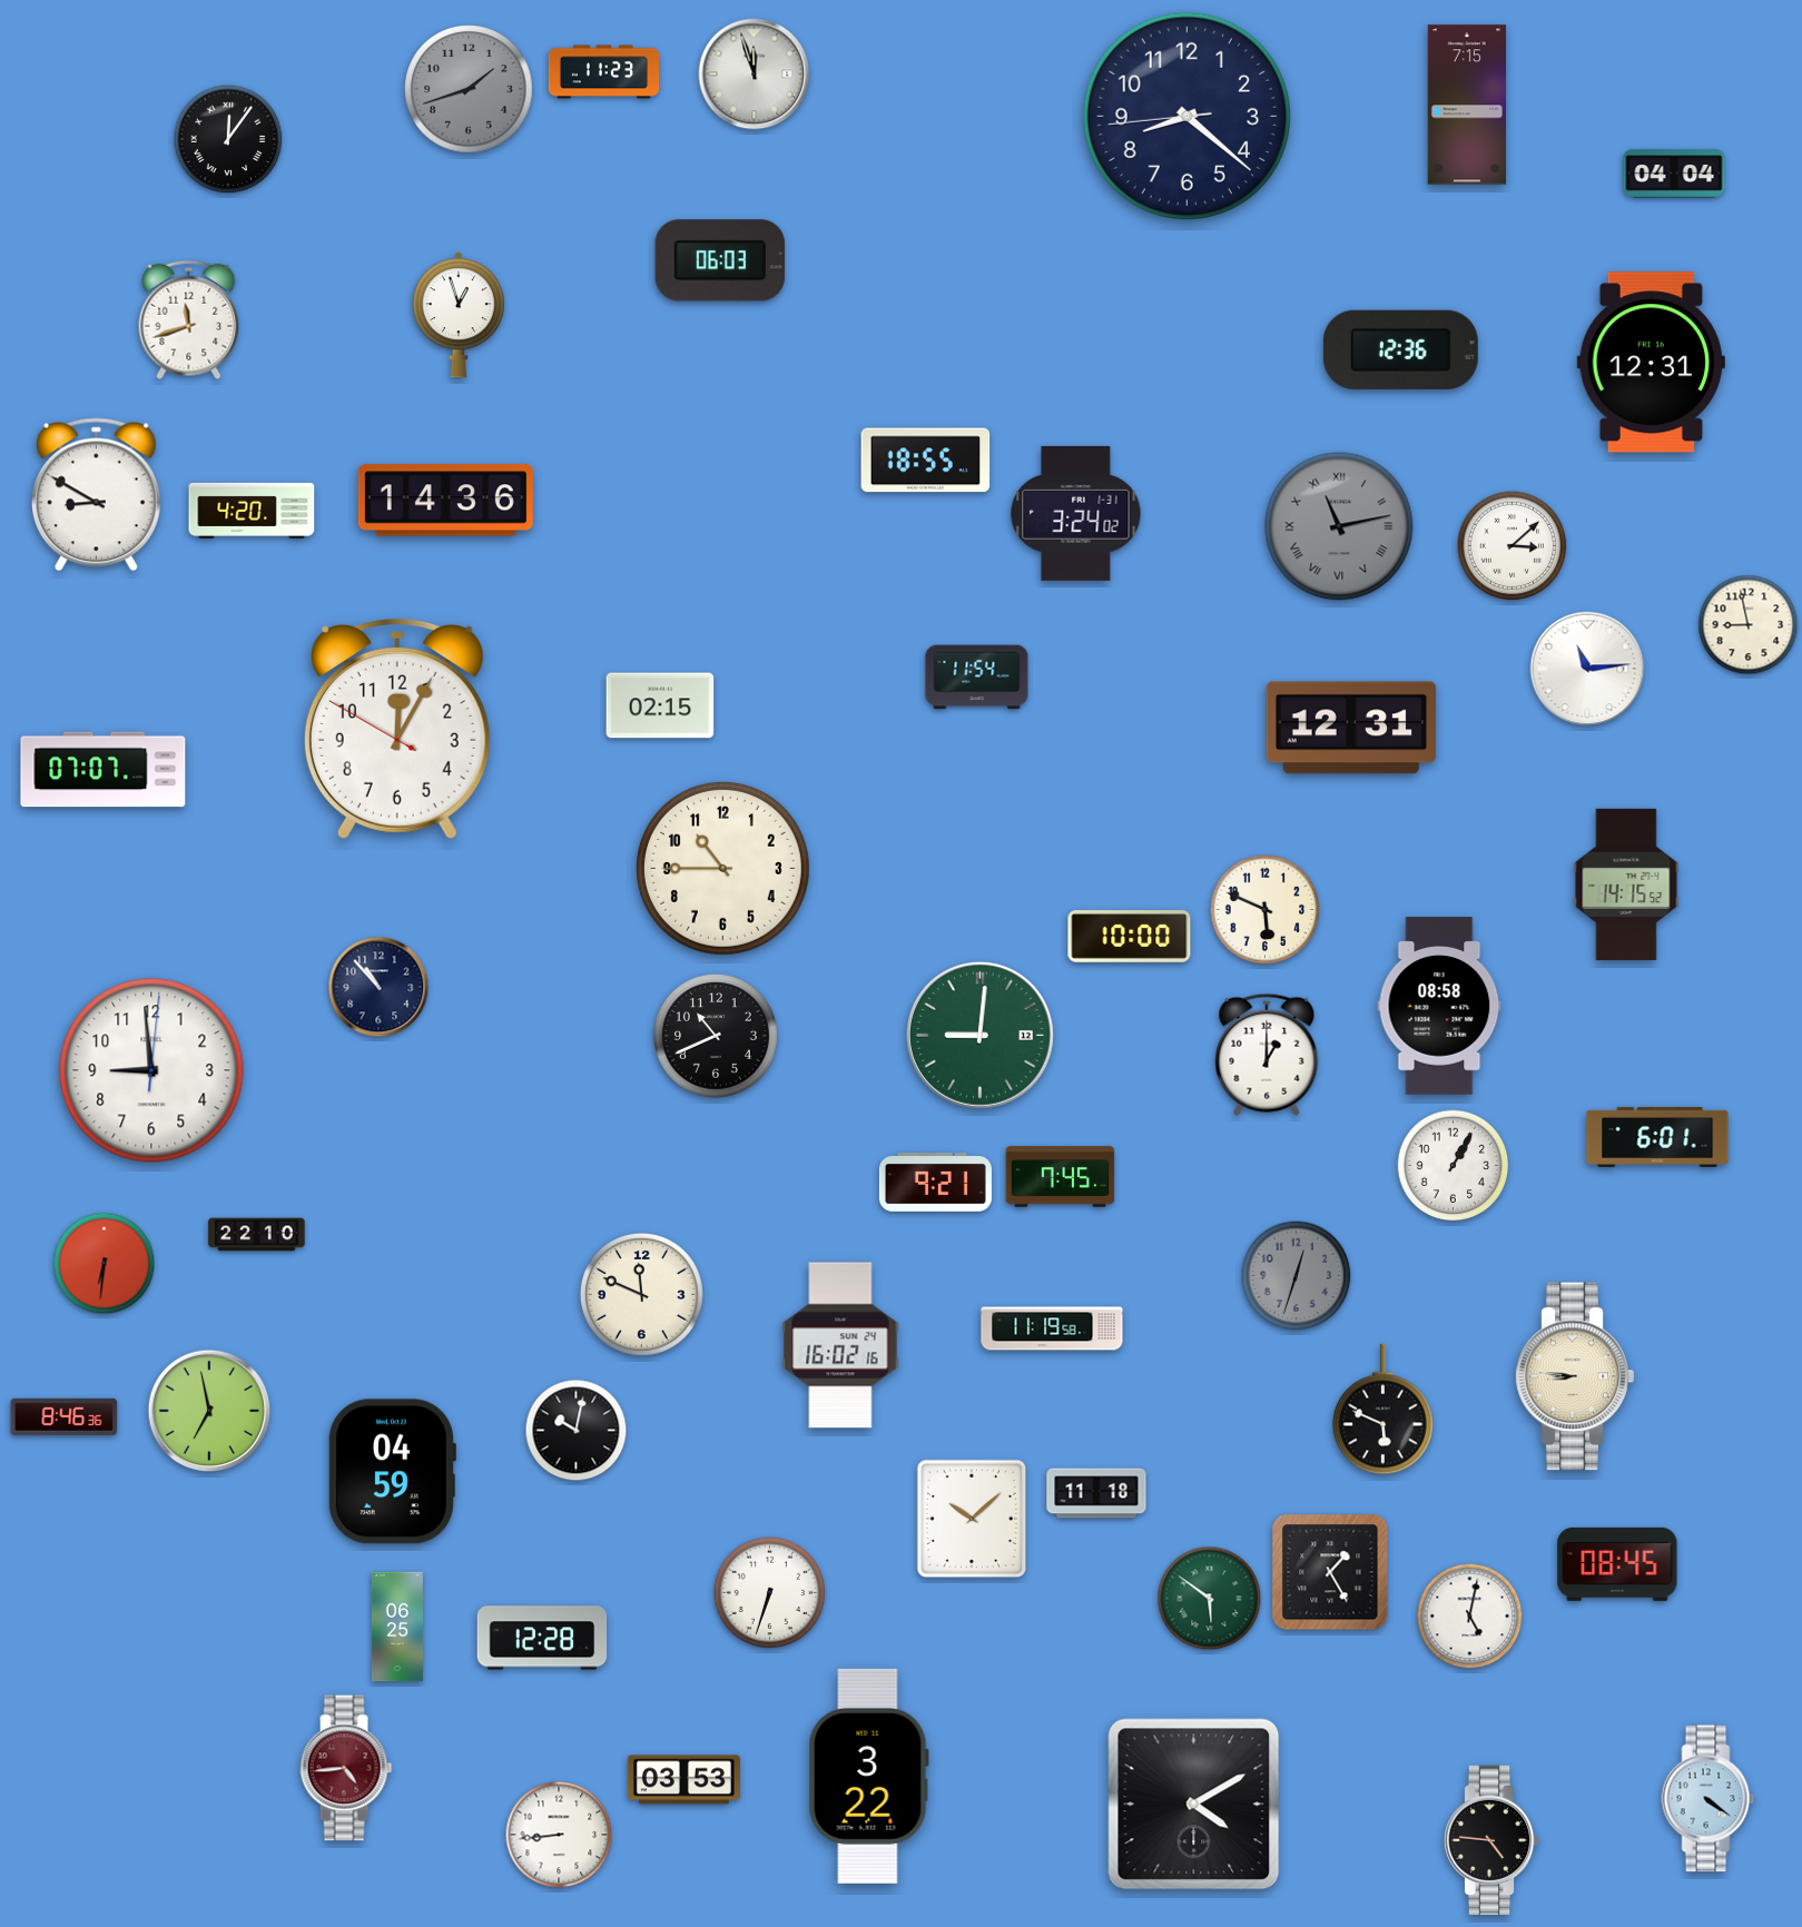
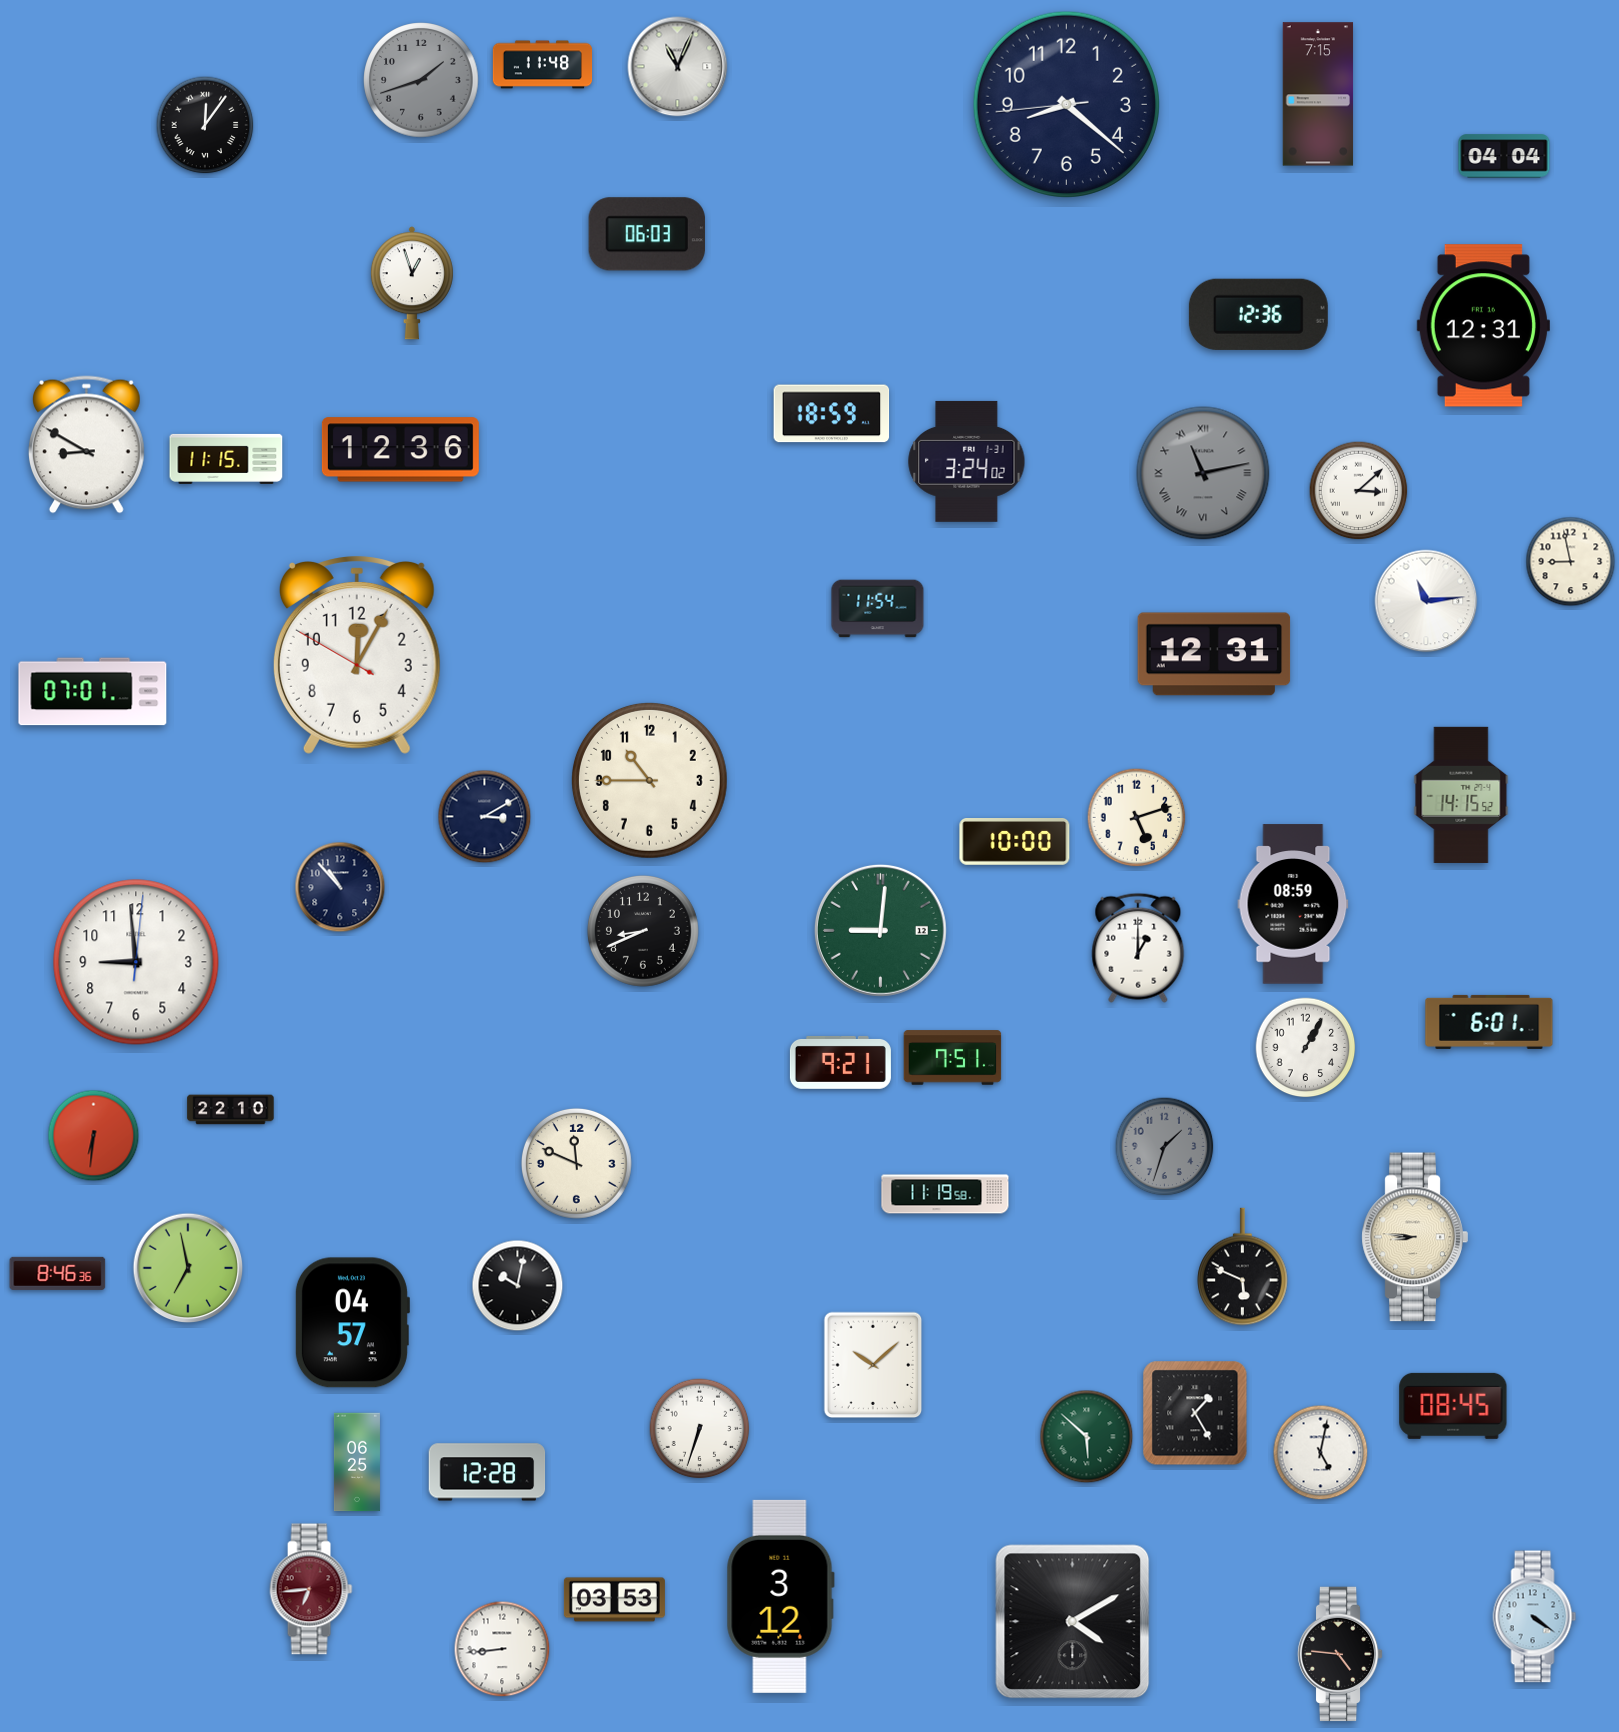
clock at (604, 72): 11:23 -> 11:48
clock at (755, 75): 11:57 -> 11:04
clock at (189, 320): 11:42 -> none
clock at (926, 461): 18:55 -> 18:59
clock at (445, 501): 14:36 -> 12:36
clock at (252, 511): 4:20 -> 11:15
clock at (660, 705): 02:15 -> none
clock at (104, 770): 07:07 -> 07:01
clock at (485, 817): none -> 3:10
clock at (1266, 910): 5:49 -> 5:12
clock at (1439, 1006): 08:58 -> 08:59
clock at (716, 1036): 10:41 -> 8:41
clock at (1061, 1177): 7:45 -> 7:51
clock at (1297, 1276): 12:33 -> 1:33
clock at (840, 1345): 16:02 -> none
clock at (392, 1472): 04:59 -> 04:57
clock at (1096, 1493): 11:18 -> none
clock at (770, 1593) position: (770, 1593) -> (700, 1429)
clock at (1210, 1599): 5:51 -> 5:52
clock at (346, 1768): 4:44 -> 6:44
clock at (868, 1776): 3:22 -> 3:12
